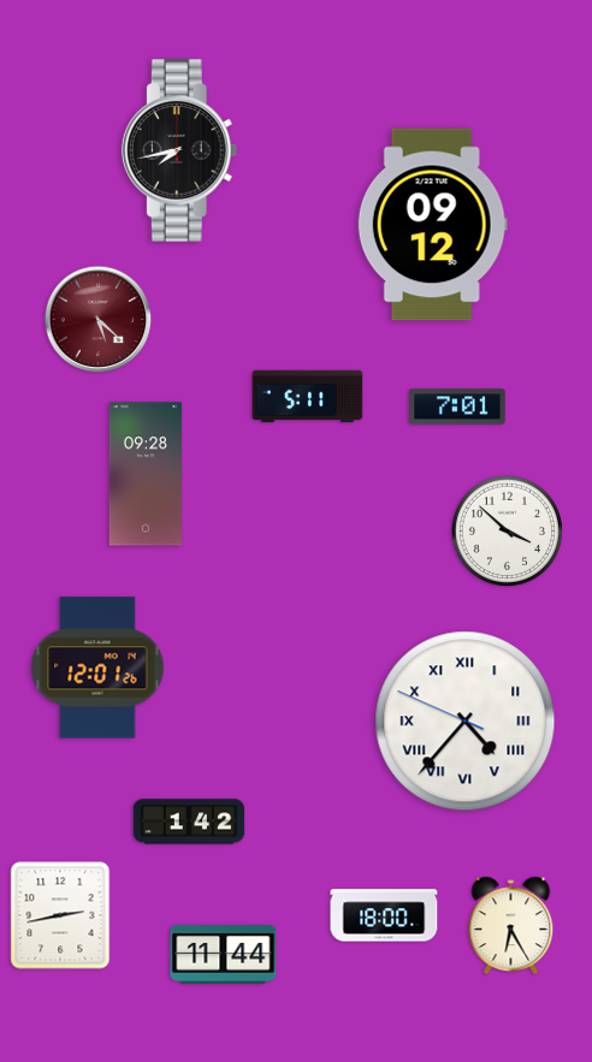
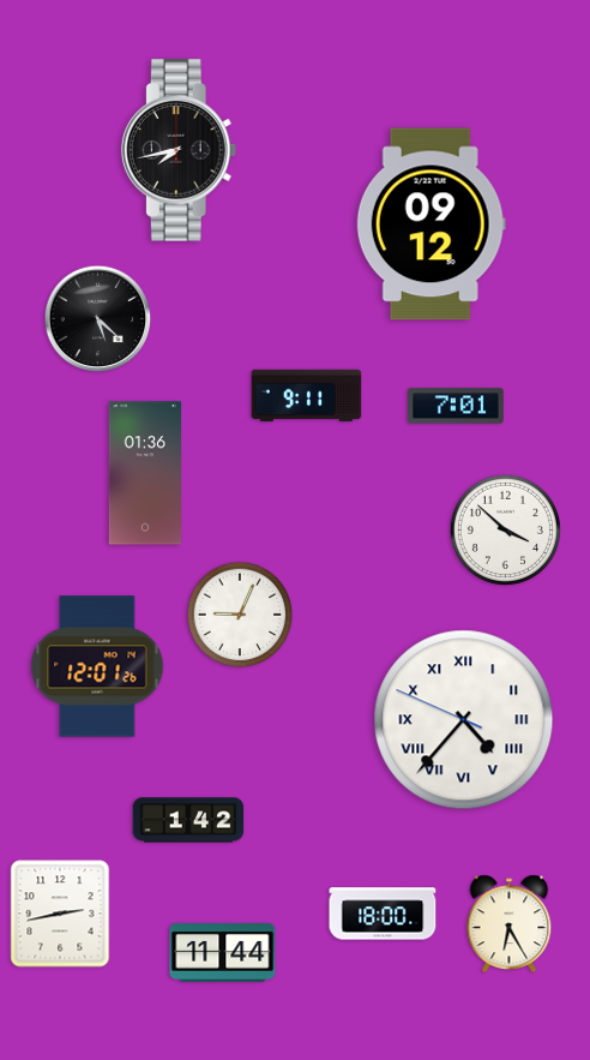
clock at (99, 320) dial: burgundy -> black
clock at (308, 397): 5:11 -> 9:11
clock at (146, 474): 09:28 -> 01:36
clock at (240, 615): none -> 9:04
